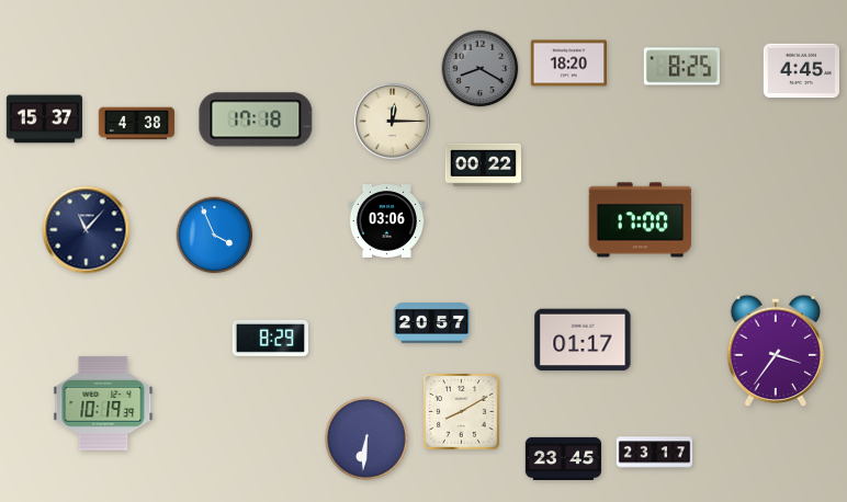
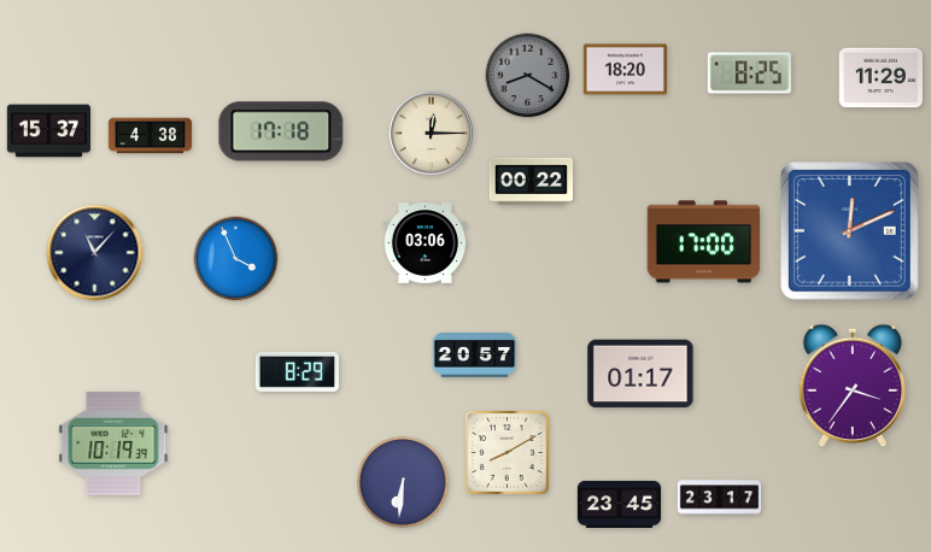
clock at (801, 71): 4:45 -> 11:29
clock at (850, 231): none -> 12:11
